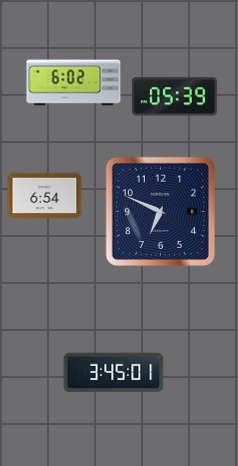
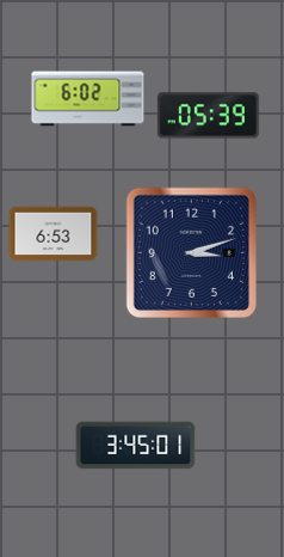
clock at (45, 196): 6:54 -> 6:53
clock at (160, 211): 6:49 -> 3:12
